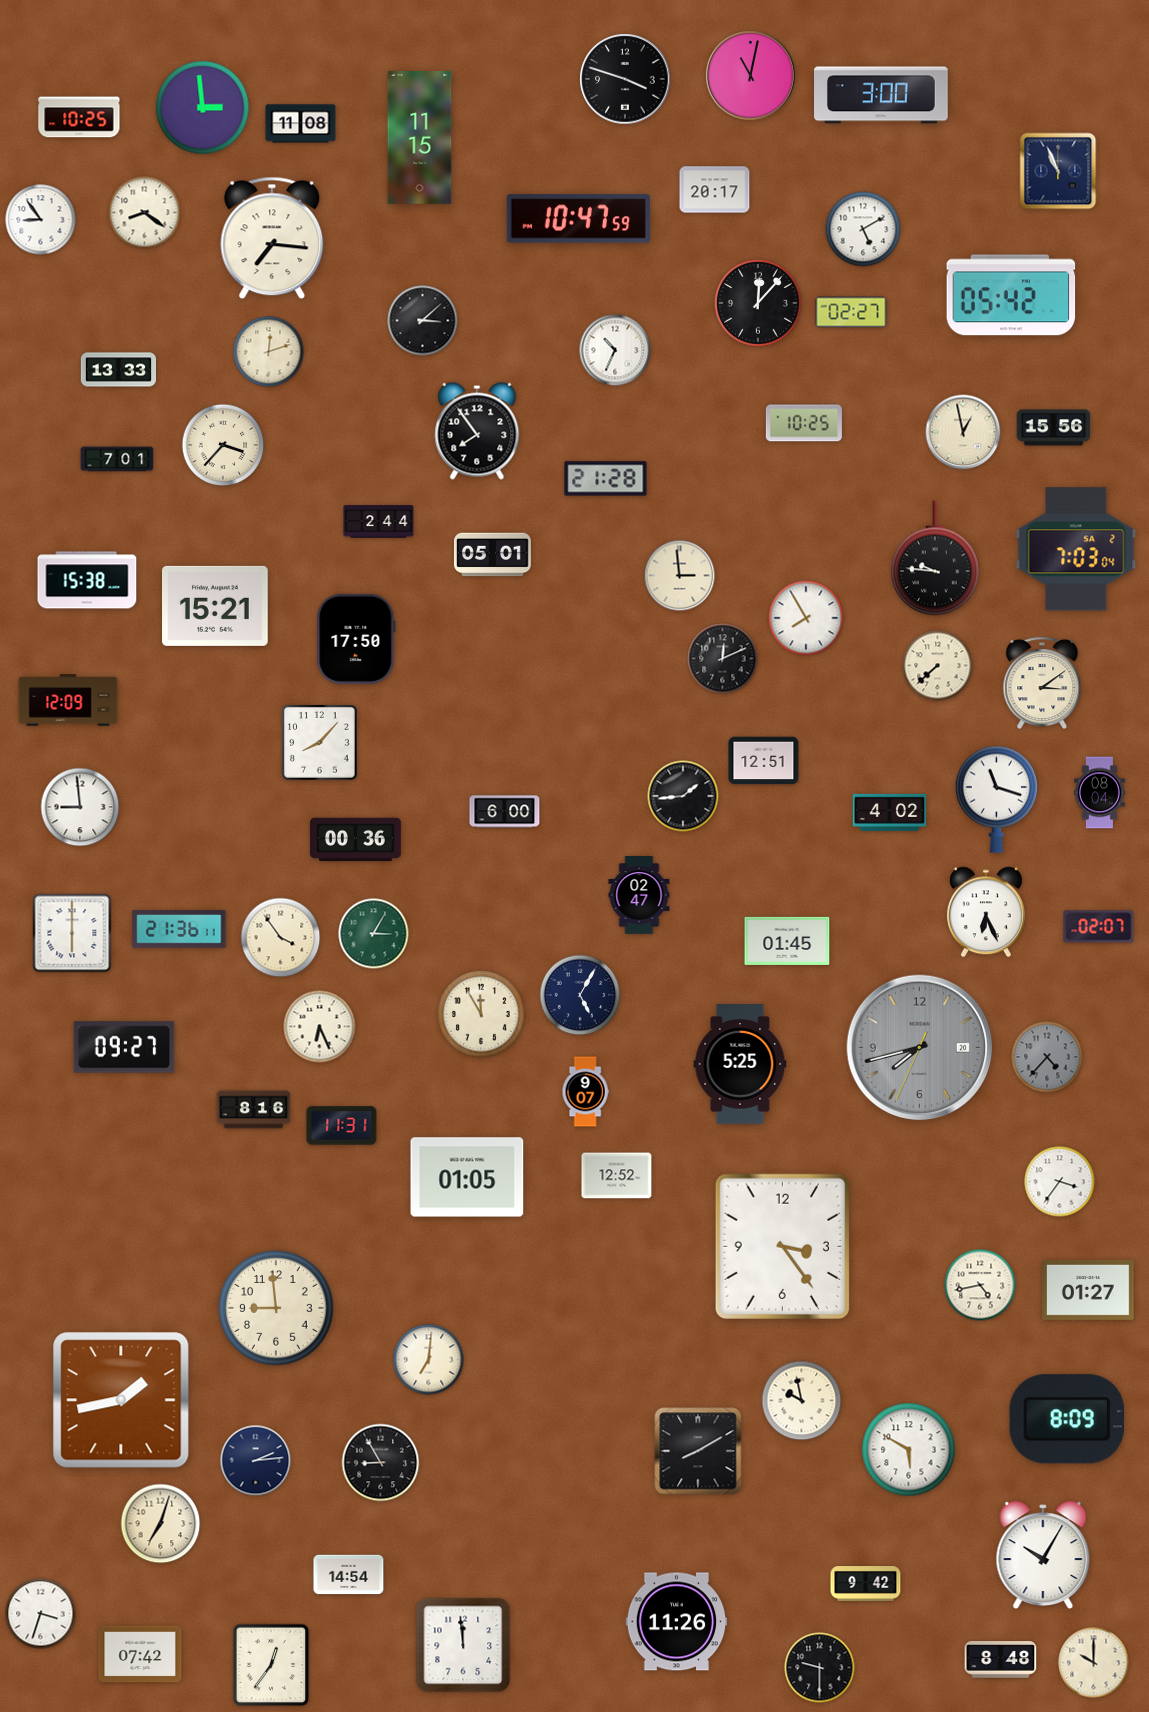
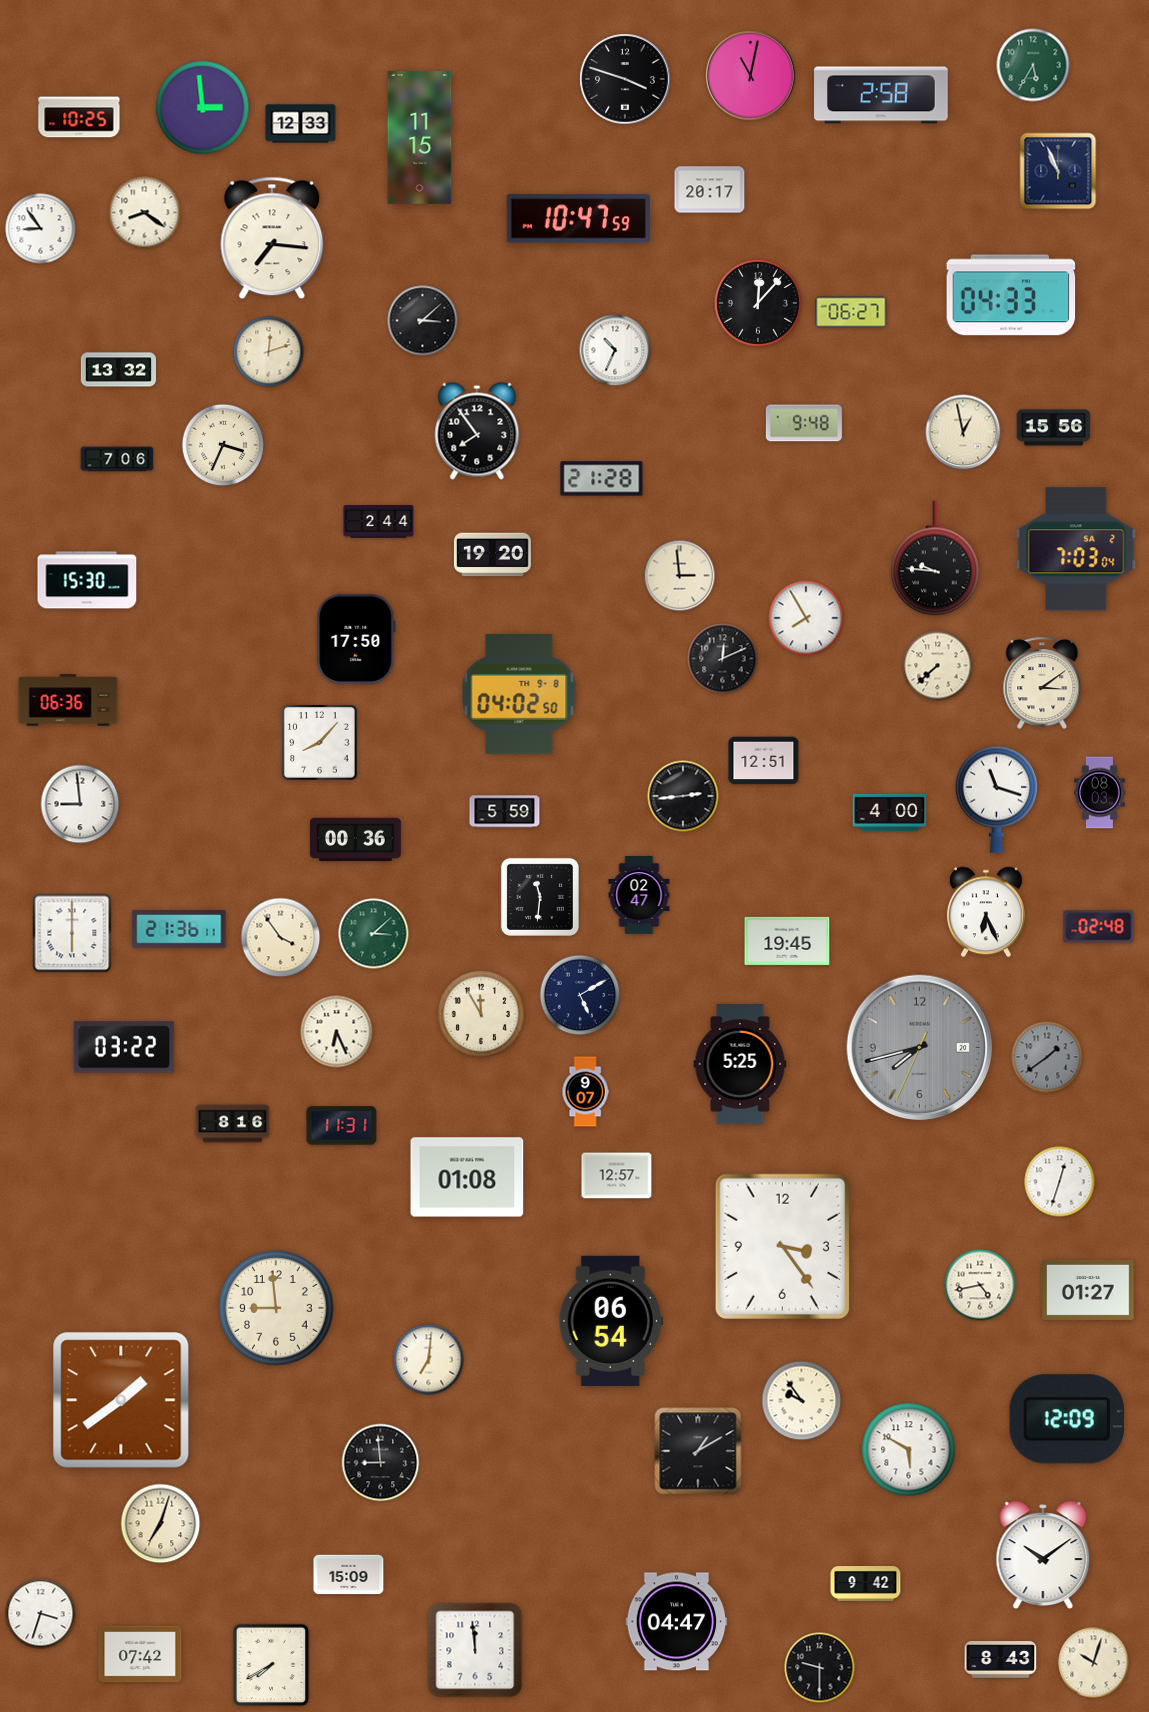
clock at (1033, 65): none -> 5:35
clock at (881, 95): 3:00 -> 2:58
clock at (301, 124): 11:08 -> 12:33
clock at (715, 190) position: (715, 190) -> (710, 190)
clock at (41, 220) position: (41, 220) -> (41, 229)
clock at (863, 229): 5:10 -> none
clock at (1011, 295): 05:42 -> 04:33
clock at (851, 312): 02:27 -> 06:27
clock at (118, 370): 13:33 -> 13:32
clock at (804, 423): 10:25 -> 9:48
clock at (223, 445): 3:37 -> 3:34
clock at (117, 459): 7:01 -> 7:06
clock at (606, 479) position: (606, 479) -> (602, 479)
clock at (492, 555): 05:01 -> 19:20
clock at (87, 580): 15:38 -> 15:30
clock at (216, 606): 15:21 -> none
clock at (519, 695): none -> 04:02
clock at (68, 700): 12:09 -> 06:36
clock at (1100, 793): 08:04 -> 08:03
clock at (683, 796): 1:44 -> 2:44
clock at (80, 807) position: (80, 807) -> (80, 804)
clock at (505, 812): 6:00 -> 5:59
clock at (890, 812): 4:02 -> 4:00
clock at (540, 897): none -> 11:31
clock at (1099, 927): 02:07 -> 02:48
clock at (374, 934): 3:05 -> 3:08
clock at (787, 941): 01:45 -> 19:45
clock at (580, 995): 5:05 -> 5:10
clock at (320, 1027) position: (320, 1027) -> (337, 1032)
clock at (124, 1047): 09:27 -> 03:22
clock at (1047, 1057): 4:37 -> 1:39
clock at (254, 1110) position: (254, 1110) -> (233, 1124)
clock at (617, 1176): 12:52 -> 12:57
clock at (467, 1177): 01:05 -> 01:08
clock at (1060, 1182): 3:36 -> 12:33
clock at (611, 1321): none -> 06:54
clock at (121, 1400): 1:43 -> 1:39
clock at (802, 1401): 9:58 -> 9:54
clock at (1066, 1419): 8:09 -> 12:09
clock at (698, 1451): 8:10 -> 1:10
clock at (256, 1461): 2:14 -> none
clock at (381, 1463): 8:55 -> 8:59
clock at (1043, 1554): 10:05 -> 10:09
clock at (349, 1575): 14:54 -> 15:09
clock at (677, 1622): 11:26 -> 04:47
clock at (463, 1645) position: (463, 1645) -> (475, 1650)
clock at (1001, 1660): 8:48 -> 8:43
clock at (1094, 1663): 10:00 -> 10:03
clock at (271, 1665): 12:36 -> 7:40
